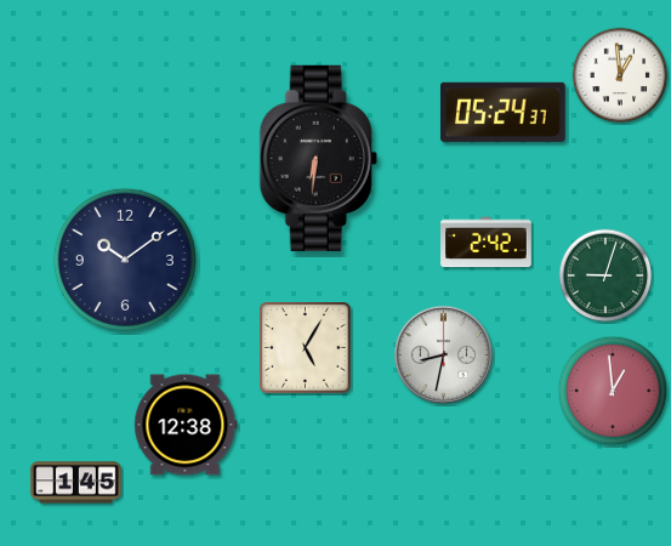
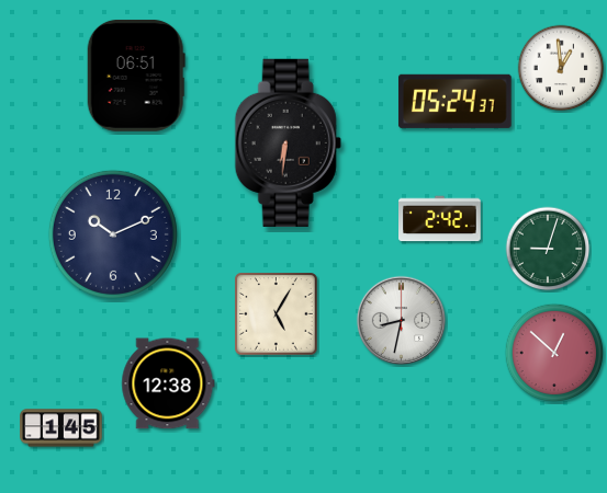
clock at (136, 76): none -> 06:51
clock at (125, 260): 10:09 -> 10:11
clock at (613, 391): 12:59 -> 12:52
clock at (76, 483) position: (76, 483) -> (61, 428)
